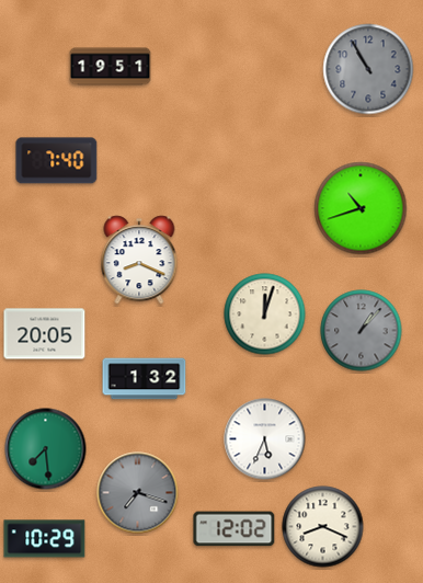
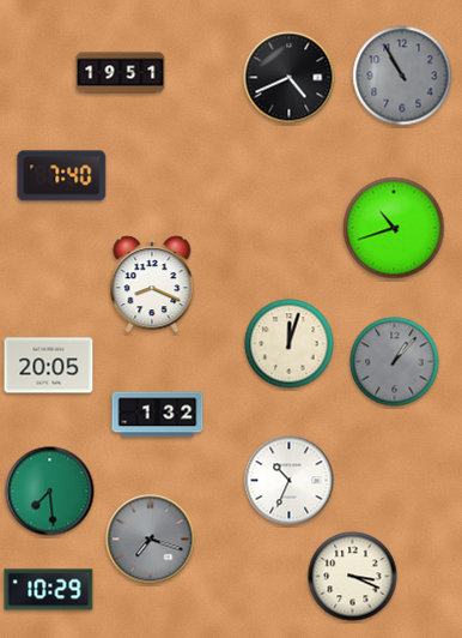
clock at (290, 78): none -> 4:41
clock at (265, 439): 5:34 -> 10:34
clock at (323, 527): 8:19 -> 3:19
clock at (235, 529): 12:02 -> none
